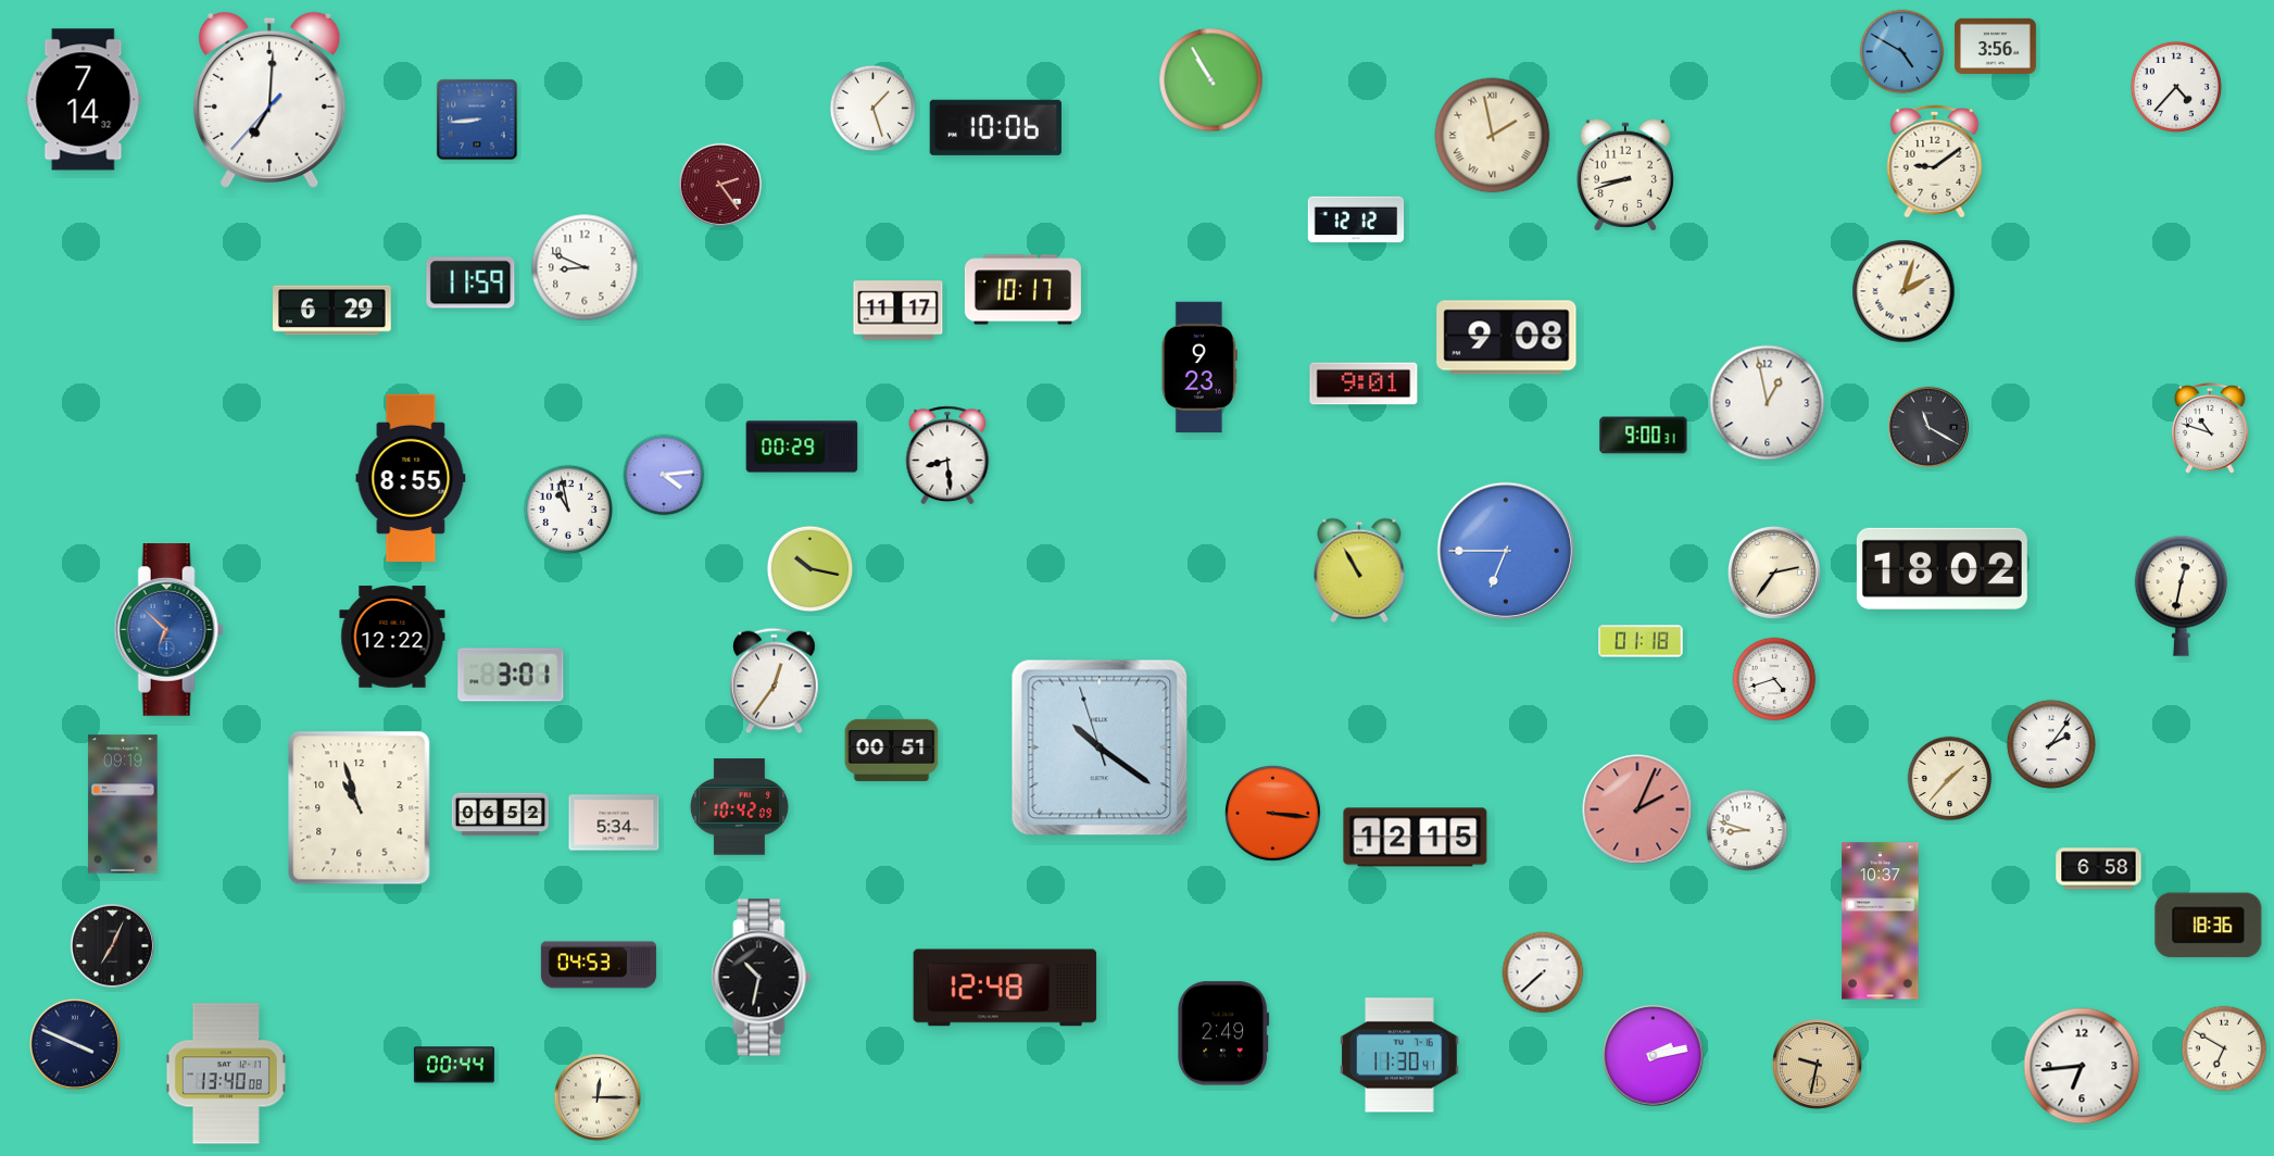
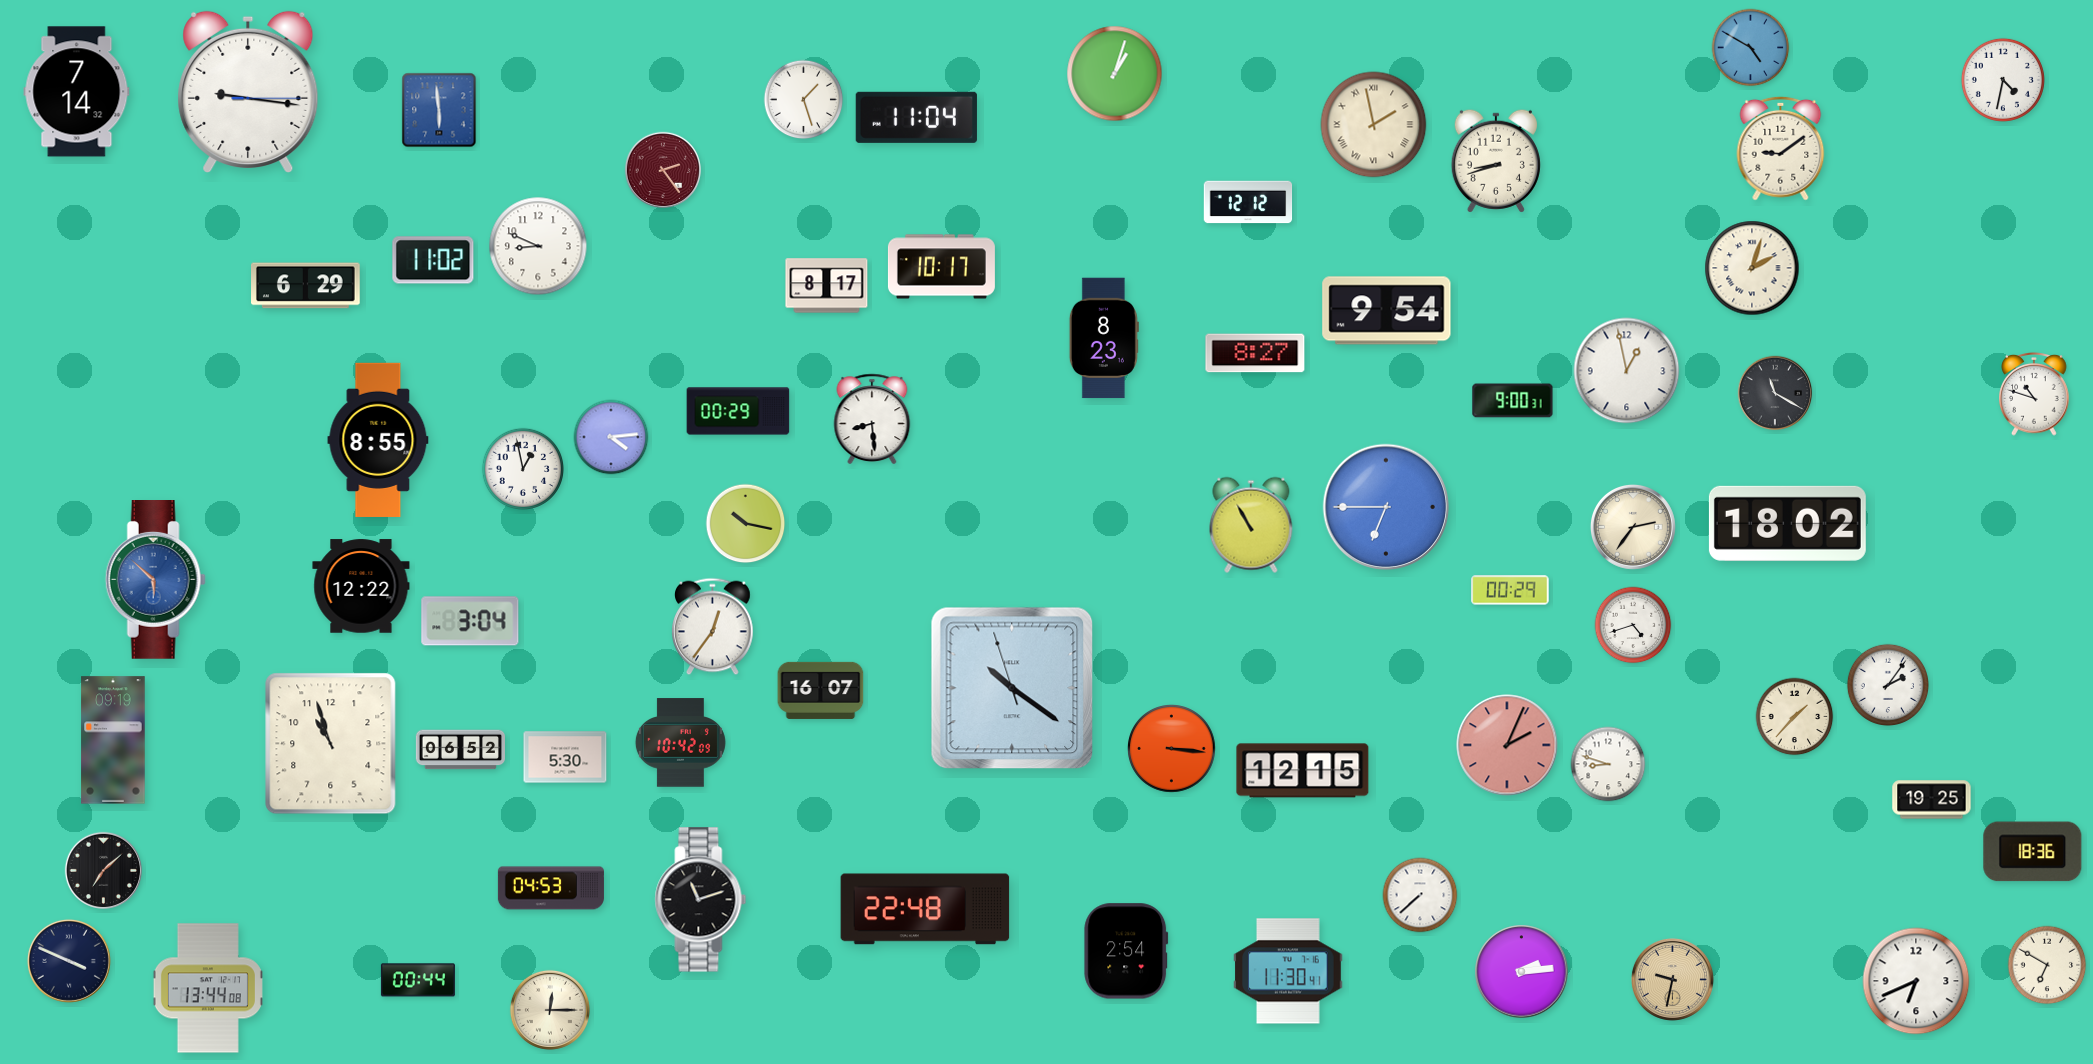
clock at (1996, 46): 3:56 -> none
clock at (1211, 80): 10:55 -> 1:03
clock at (2176, 87): 4:37 -> 4:32
clock at (269, 99): 7:00 -> 9:16
clock at (477, 120): 8:44 -> 5:59
clock at (995, 127): 10:06 -> 11:04
clock at (470, 282): 11:59 -> 11:02
clock at (899, 311): 11:17 -> 8:17
clock at (1507, 338): 9:08 -> 9:54
clock at (1199, 367): 9:23 -> 8:23
clock at (1364, 384): 9:01 -> 8:27
clock at (567, 508): 10:58 -> 12:58
clock at (2182, 595): 12:32 -> none
clock at (168, 630): 6:52 -> 5:52
clock at (1641, 641): 01:18 -> 00:29
clock at (511, 675): 3:01 -> 3:04
clock at (892, 750): 00:51 -> 16:07
clock at (614, 822): 5:34 -> 5:30
clock at (2099, 869): 6:58 -> 19:25
clock at (1881, 921): 10:37 -> none
clock at (112, 945): 7:04 -> 7:08
clock at (762, 978): 10:32 -> 11:12
clock at (1005, 988): 12:48 -> 22:48
clock at (1223, 1033): 2:49 -> 2:54
clock at (1654, 1056): 2:13 -> 2:14
clock at (2082, 1066): 6:44 -> 6:41
clock at (226, 1073): 13:40 -> 13:44
